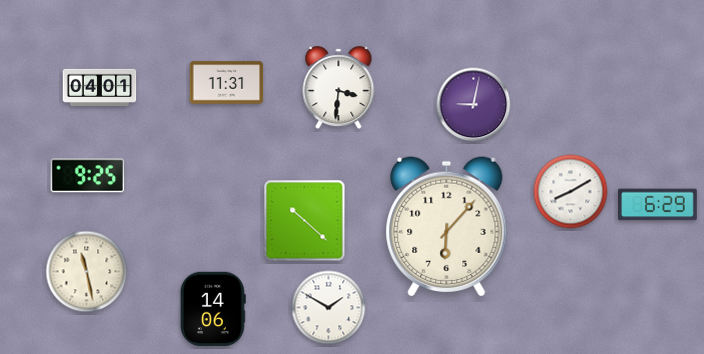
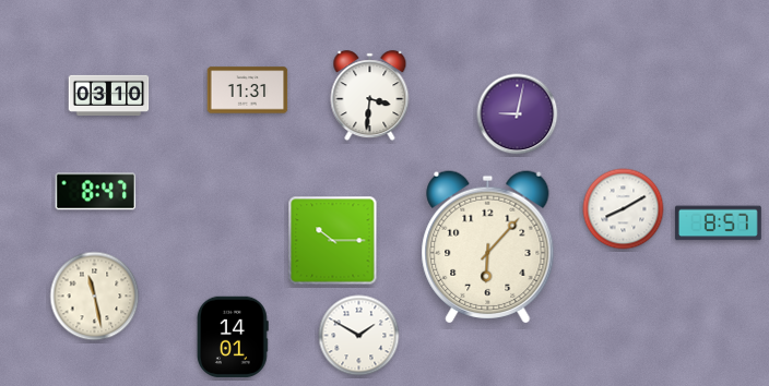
clock at (100, 87): 04:01 -> 03:10
clock at (88, 176): 9:25 -> 8:47
clock at (657, 205): 6:29 -> 8:57
clock at (305, 221): 10:22 -> 10:15
clock at (213, 309): 14:06 -> 14:01
